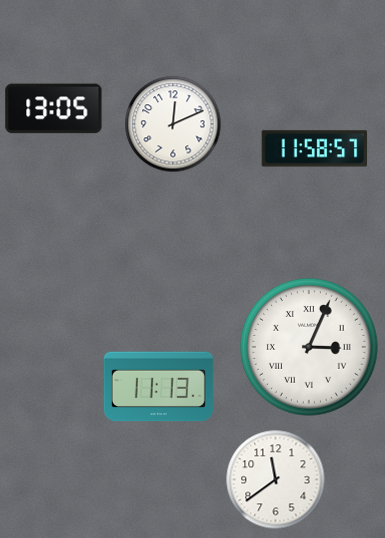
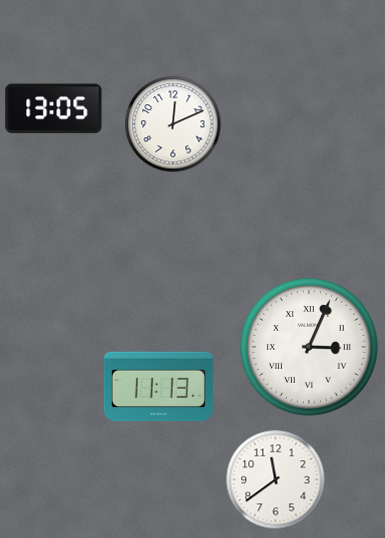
clock at (315, 149): 11:58 -> none
